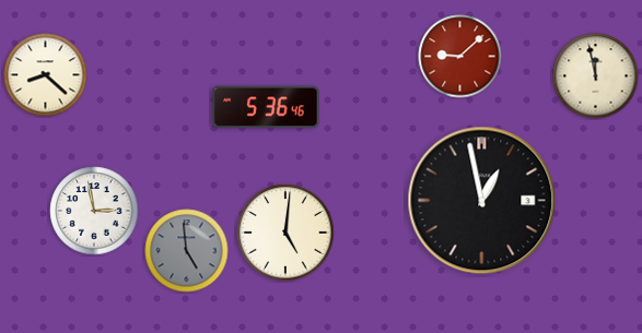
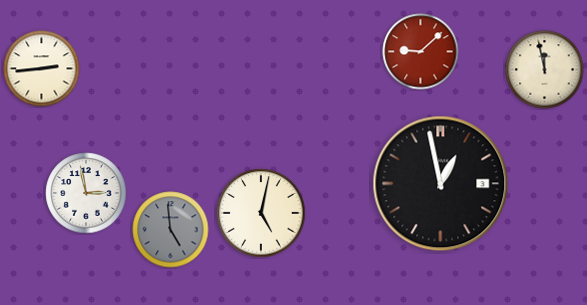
clock at (46, 75): 8:22 -> 2:44
clock at (266, 107): 5:36 -> none
clock at (285, 233): 5:01 -> 5:02
